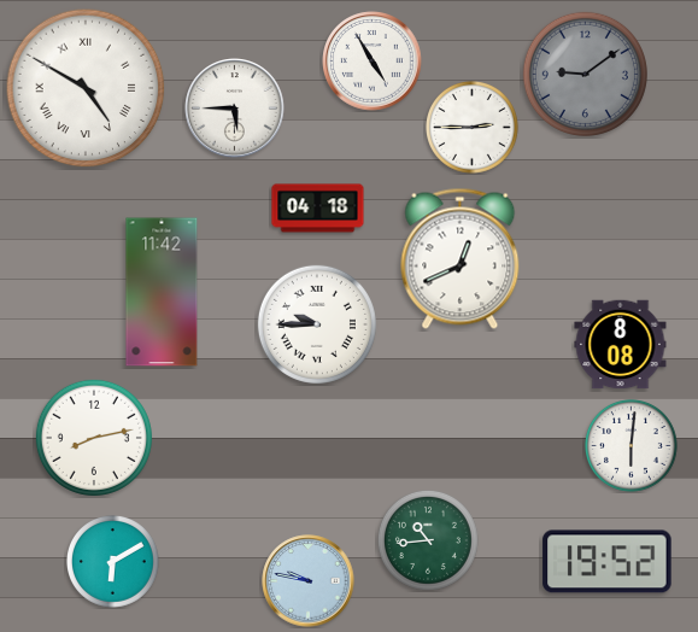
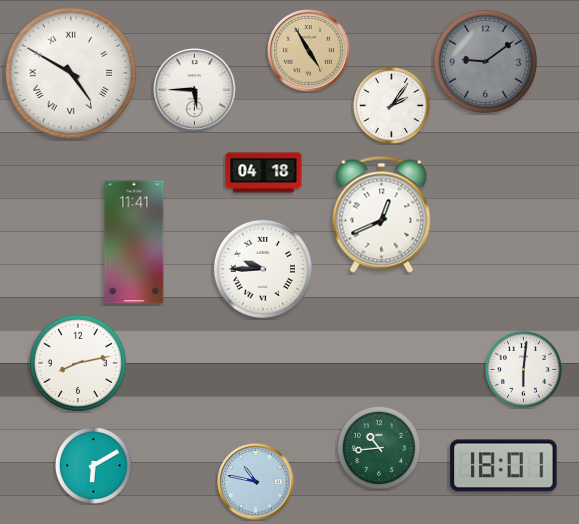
clock at (373, 62) dial: white -> champagne
clock at (473, 128): 2:45 -> 2:06
clock at (162, 292): 11:42 -> 11:41
clock at (621, 345): 8:08 -> none
clock at (428, 540) position: (428, 540) -> (379, 448)
clock at (608, 562): 19:52 -> 18:01
clock at (309, 581): 9:47 -> 10:47
